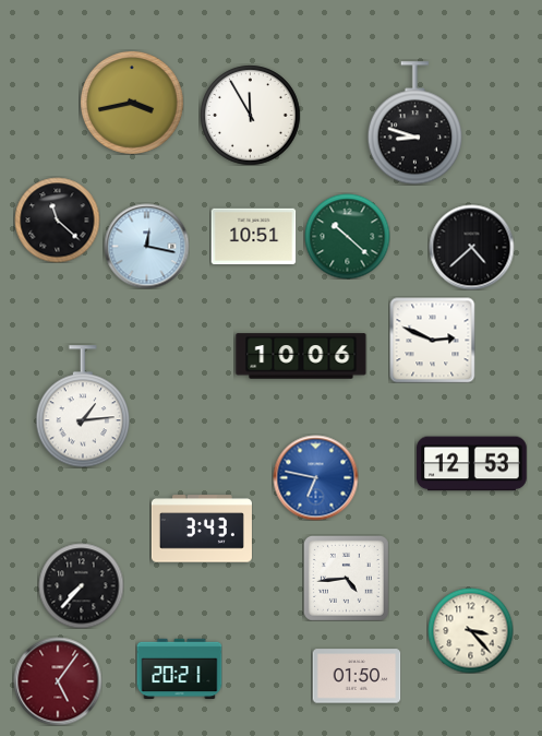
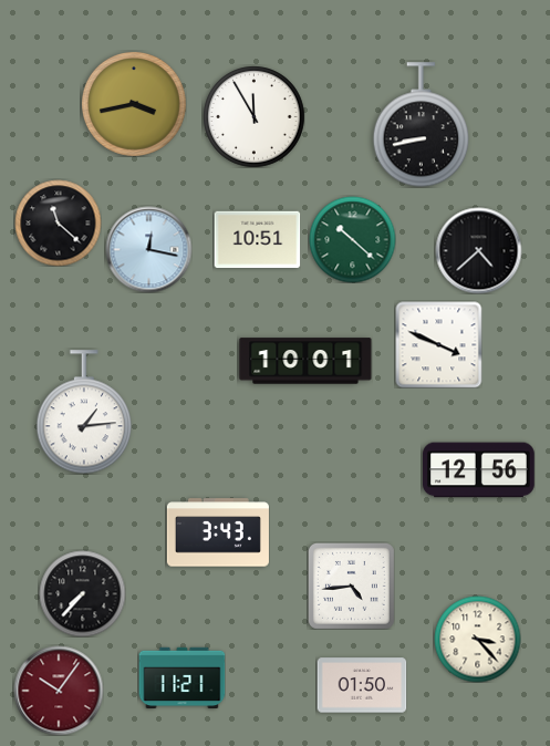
clock at (415, 123): 8:48 -> 8:43
clock at (432, 340): 2:49 -> 3:49
clock at (301, 356): 10:06 -> 10:01
clock at (472, 464): 12:53 -> 12:56
clock at (315, 477): 6:47 -> none
clock at (202, 529) position: (202, 529) -> (218, 532)
clock at (179, 669): 20:21 -> 11:21
clock at (58, 681): 5:06 -> 10:06
